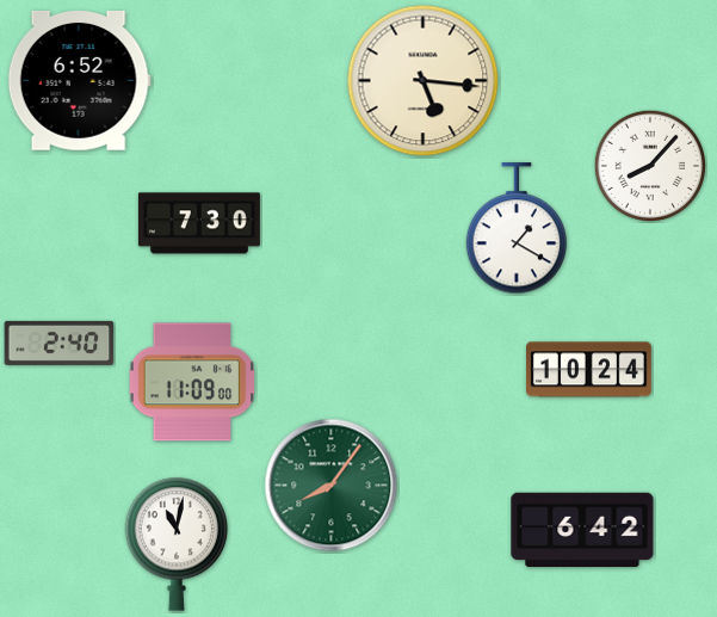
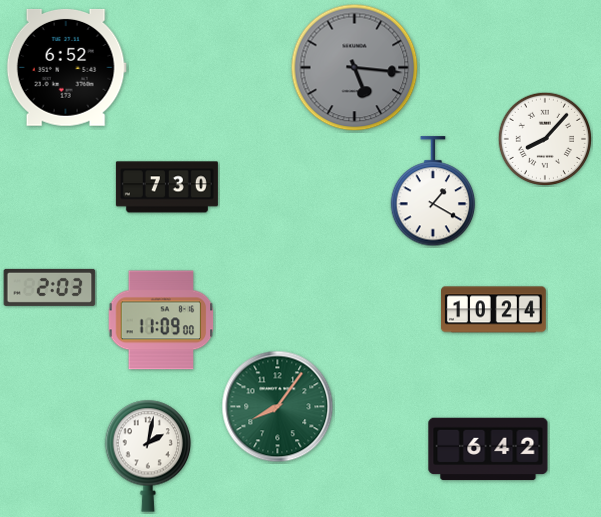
clock at (424, 81) dial: cream -> grey
clock at (60, 343): 2:40 -> 2:03
clock at (582, 530) position: (582, 530) -> (488, 449)
clock at (177, 544): 11:02 -> 2:02
